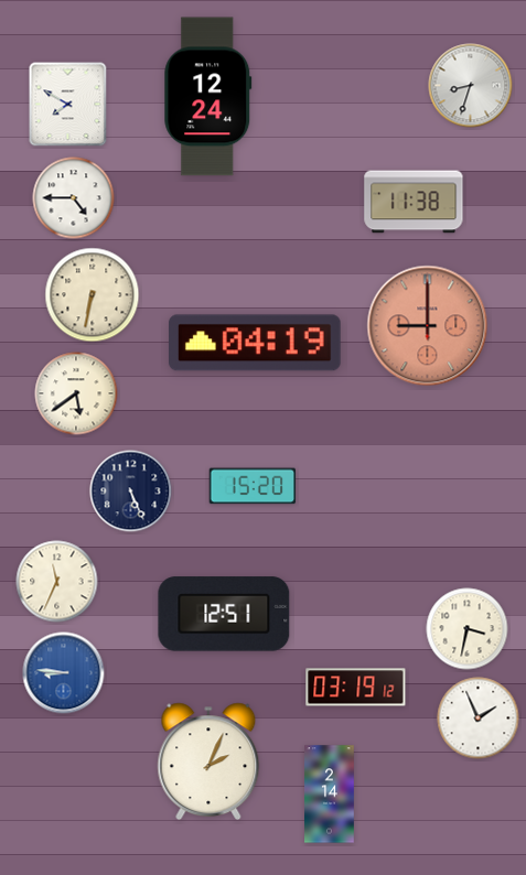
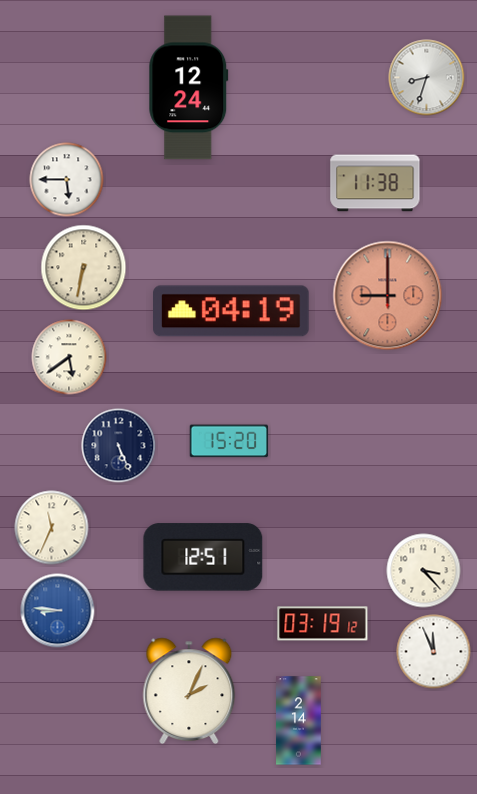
clock at (68, 105): 7:50 -> none
clock at (74, 198): 4:45 -> 5:45
clock at (468, 629): 3:32 -> 3:23
clock at (479, 719): 1:56 -> 11:56
